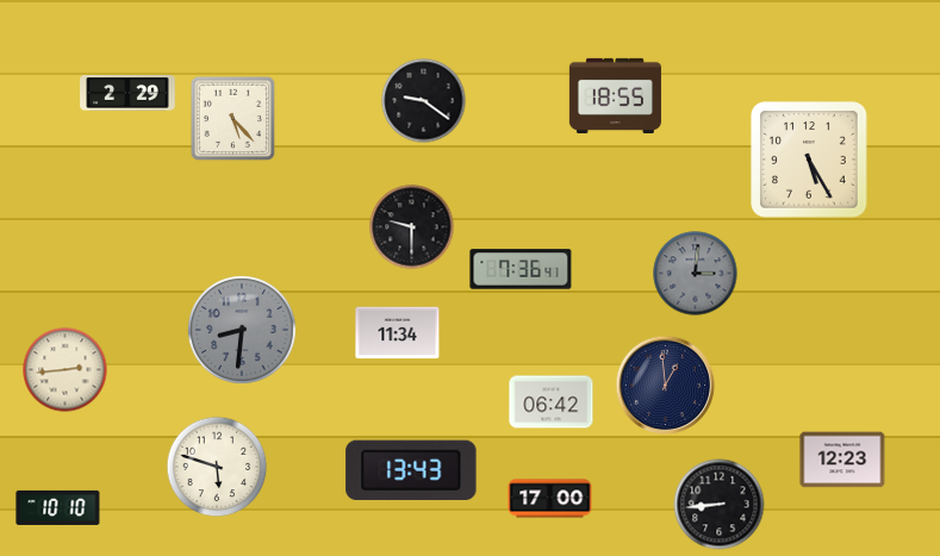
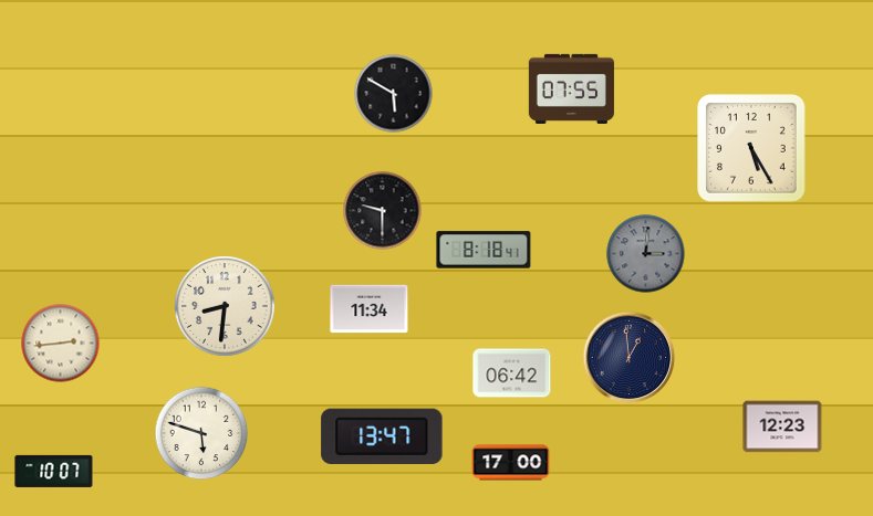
clock at (127, 94): 2:29 -> none
clock at (615, 95): 18:55 -> 07:55
clock at (424, 101): 9:21 -> 5:50
clock at (234, 119): 5:23 -> none
clock at (521, 269): 7:36 -> 8:18
clock at (243, 331) dial: grey -> cream
clock at (666, 386) position: (666, 386) -> (630, 358)
clock at (411, 469): 13:43 -> 13:47
clock at (720, 505): 8:44 -> none
clock at (58, 507): 10:10 -> 10:07
